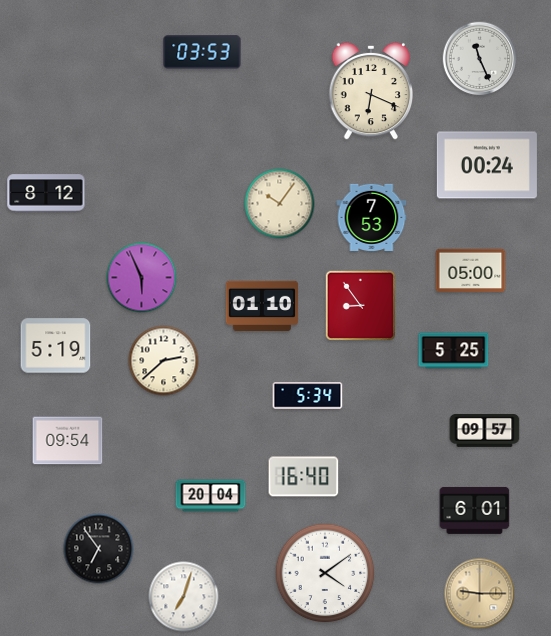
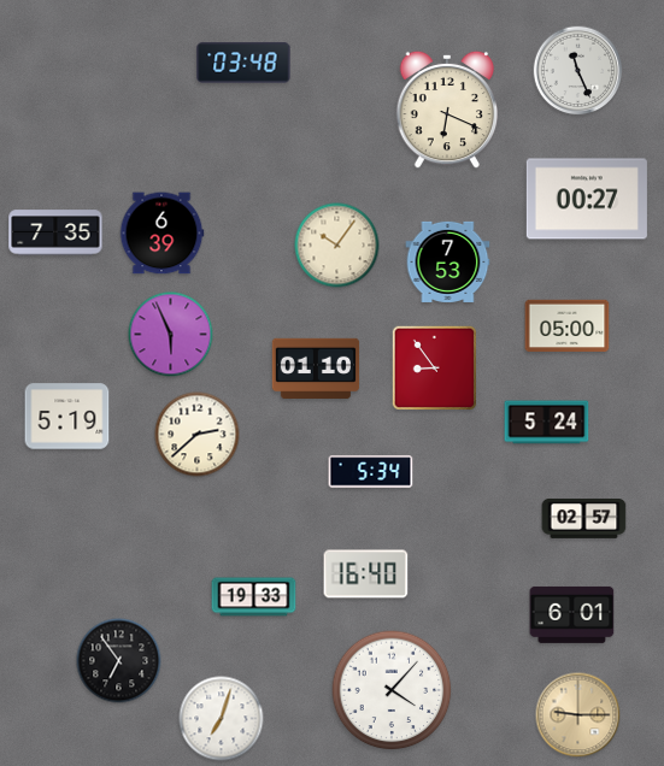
clock at (202, 52): 03:53 -> 03:48
clock at (487, 165): 00:24 -> 00:27
clock at (46, 193): 8:12 -> 7:35
clock at (161, 234): none -> 6:39
clock at (454, 351): 5:25 -> 5:24
clock at (308, 396) position: (308, 396) -> (371, 472)
clock at (485, 431): 09:57 -> 02:57
clock at (68, 441): 09:54 -> none
clock at (211, 496): 20:04 -> 19:33
clock at (325, 573): 4:09 -> 4:07
